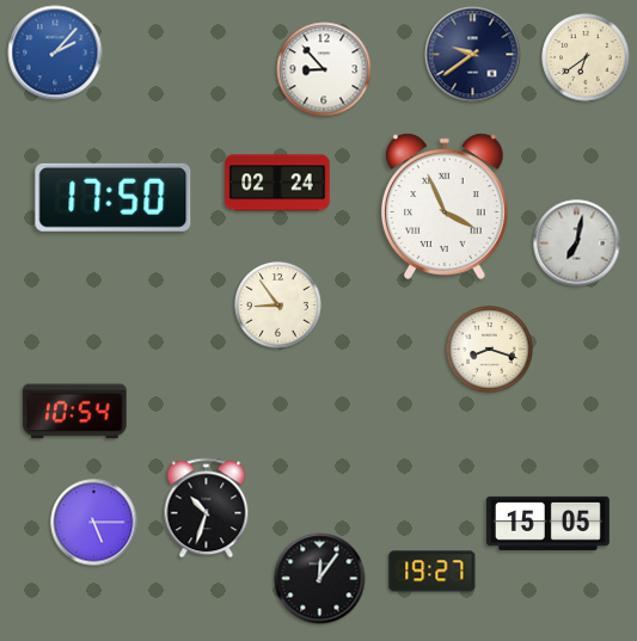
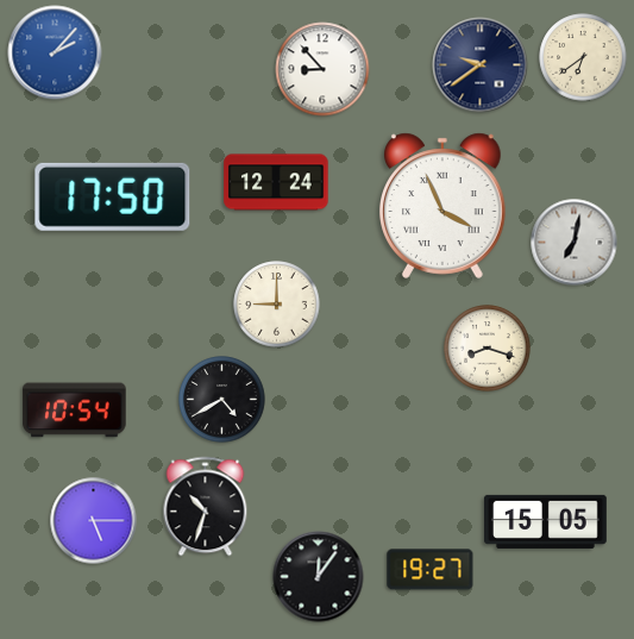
clock at (473, 55) position: (473, 55) -> (481, 65)
clock at (277, 183): 02:24 -> 12:24
clock at (278, 306): 8:54 -> 9:00
clock at (222, 400): none -> 4:40
